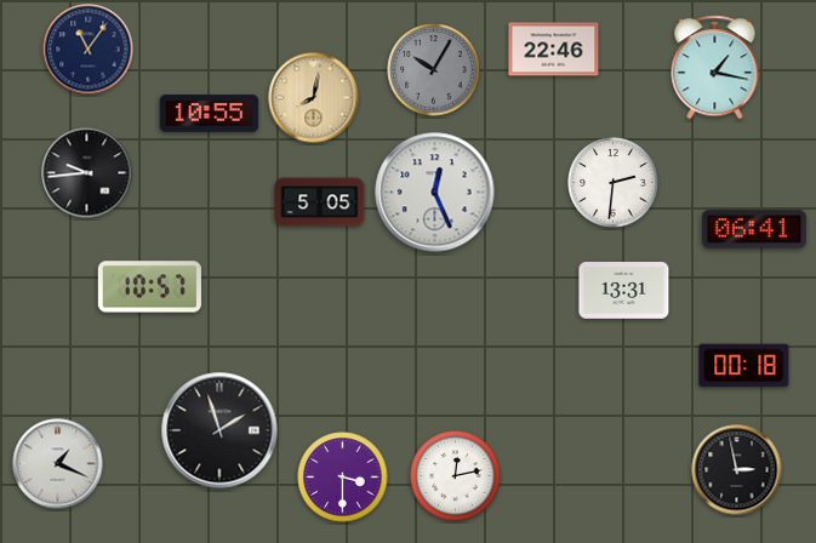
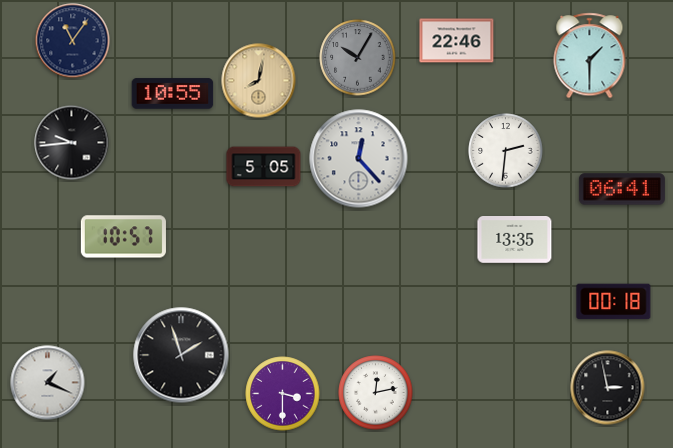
clock at (715, 68): 1:17 -> 1:30
clock at (435, 193): 12:26 -> 12:23
clock at (624, 291): 13:31 -> 13:35
